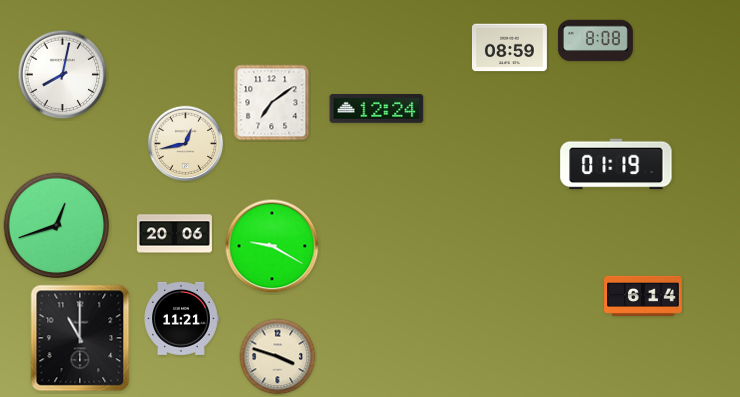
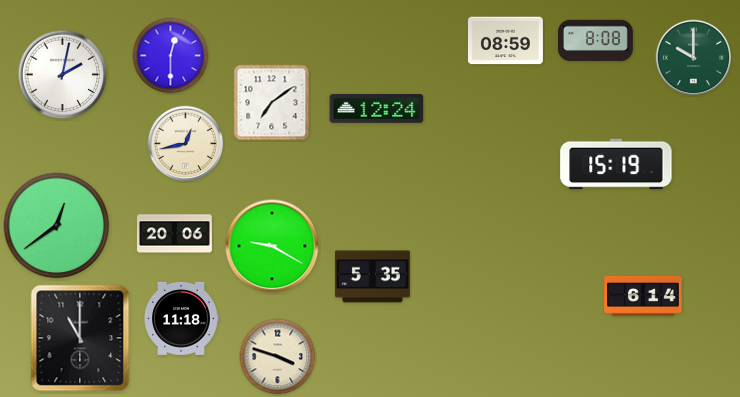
clock at (509, 48) position: (509, 48) -> (505, 41)
clock at (171, 56): none -> 12:30
clock at (694, 58): none -> 10:00
clock at (63, 75): 8:02 -> 2:02
clock at (616, 164): 01:19 -> 15:19
clock at (57, 226): 12:42 -> 12:39
clock at (372, 277): none -> 5:35
clock at (181, 318): 11:21 -> 11:18
